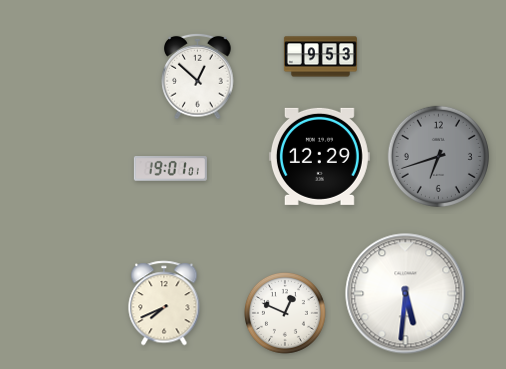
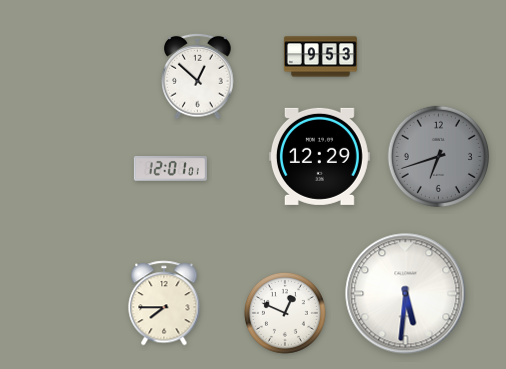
clock at (170, 169): 19:01 -> 12:01
clock at (164, 303): 7:41 -> 7:45
